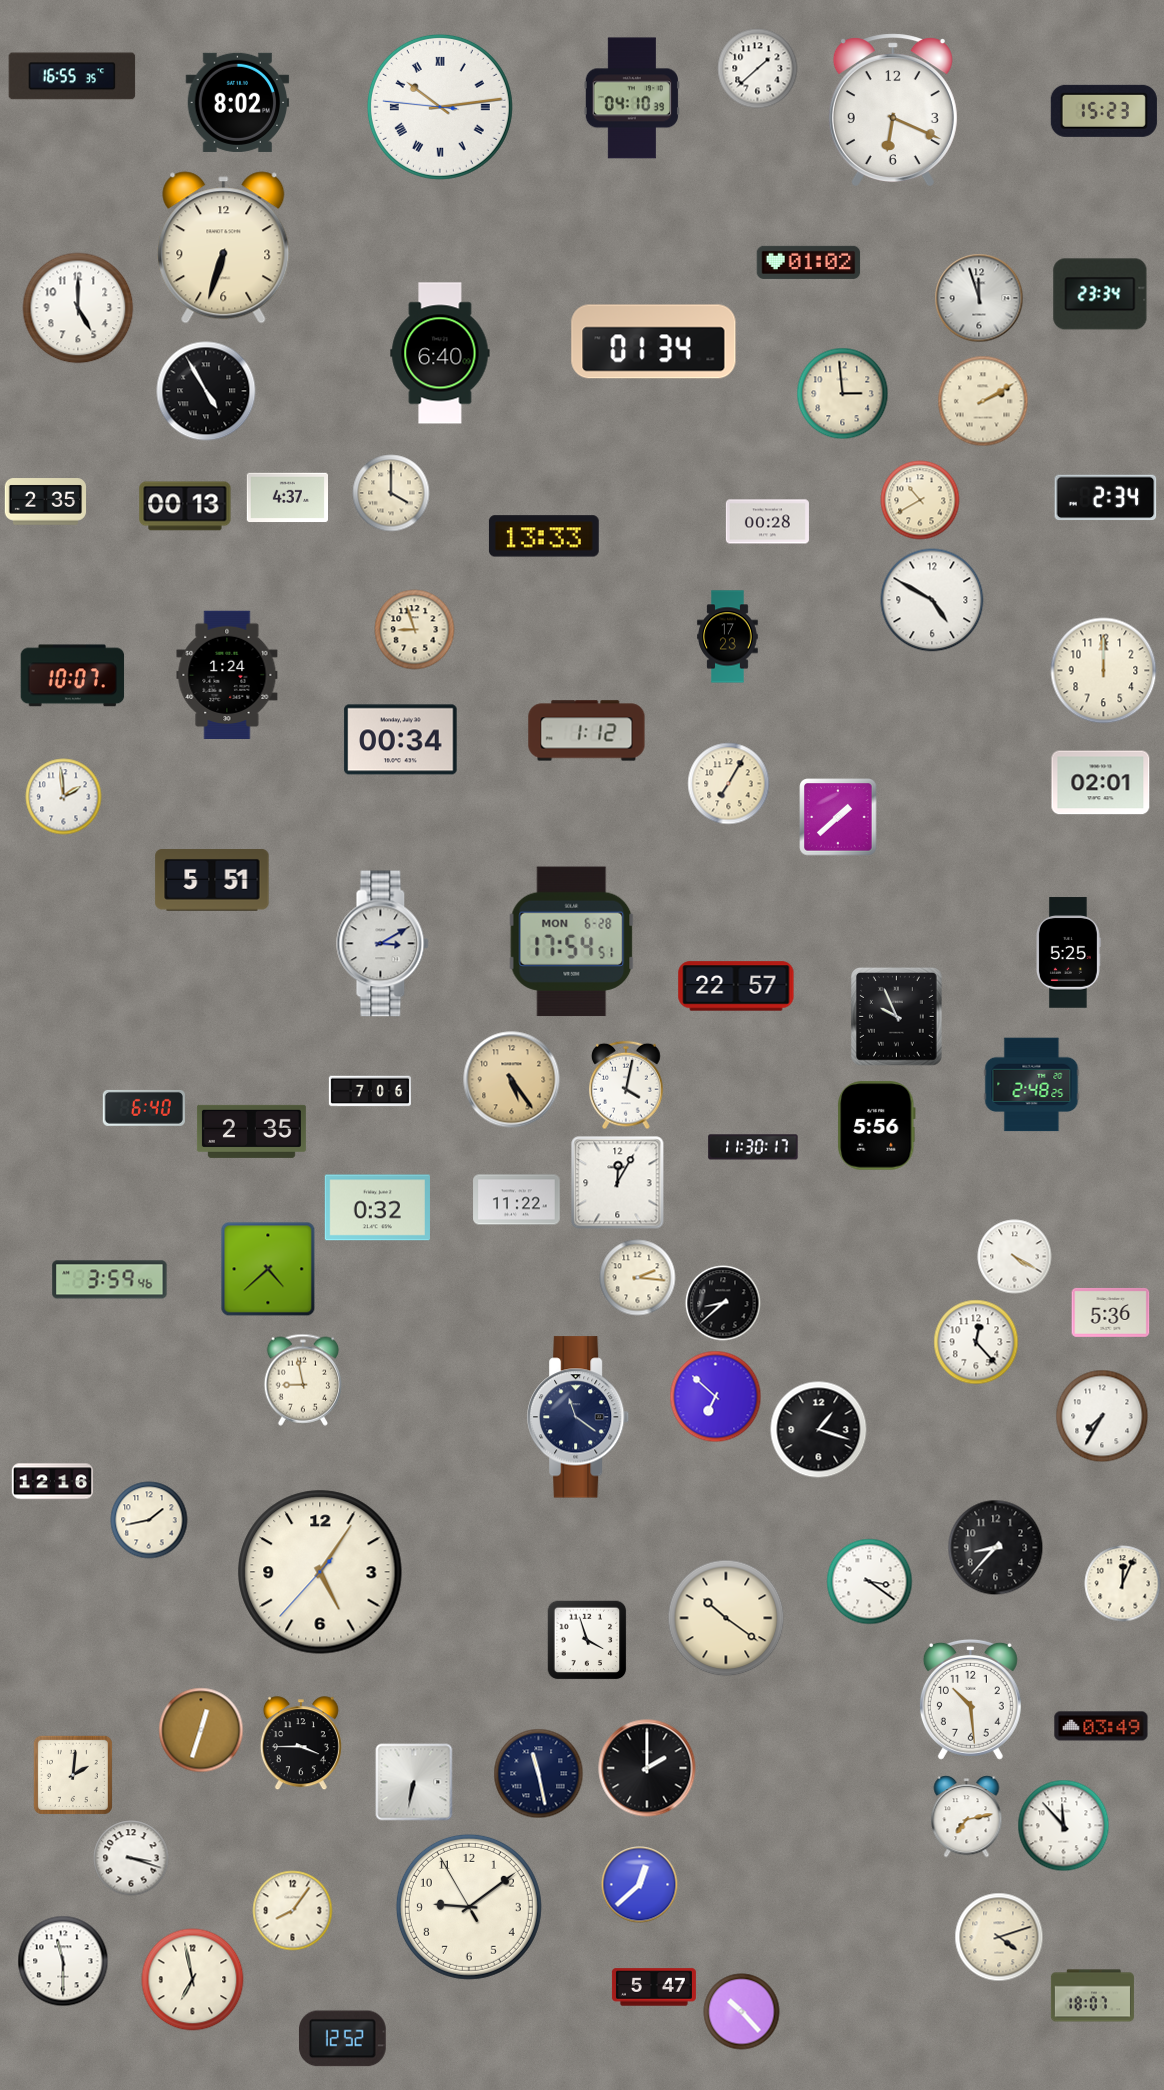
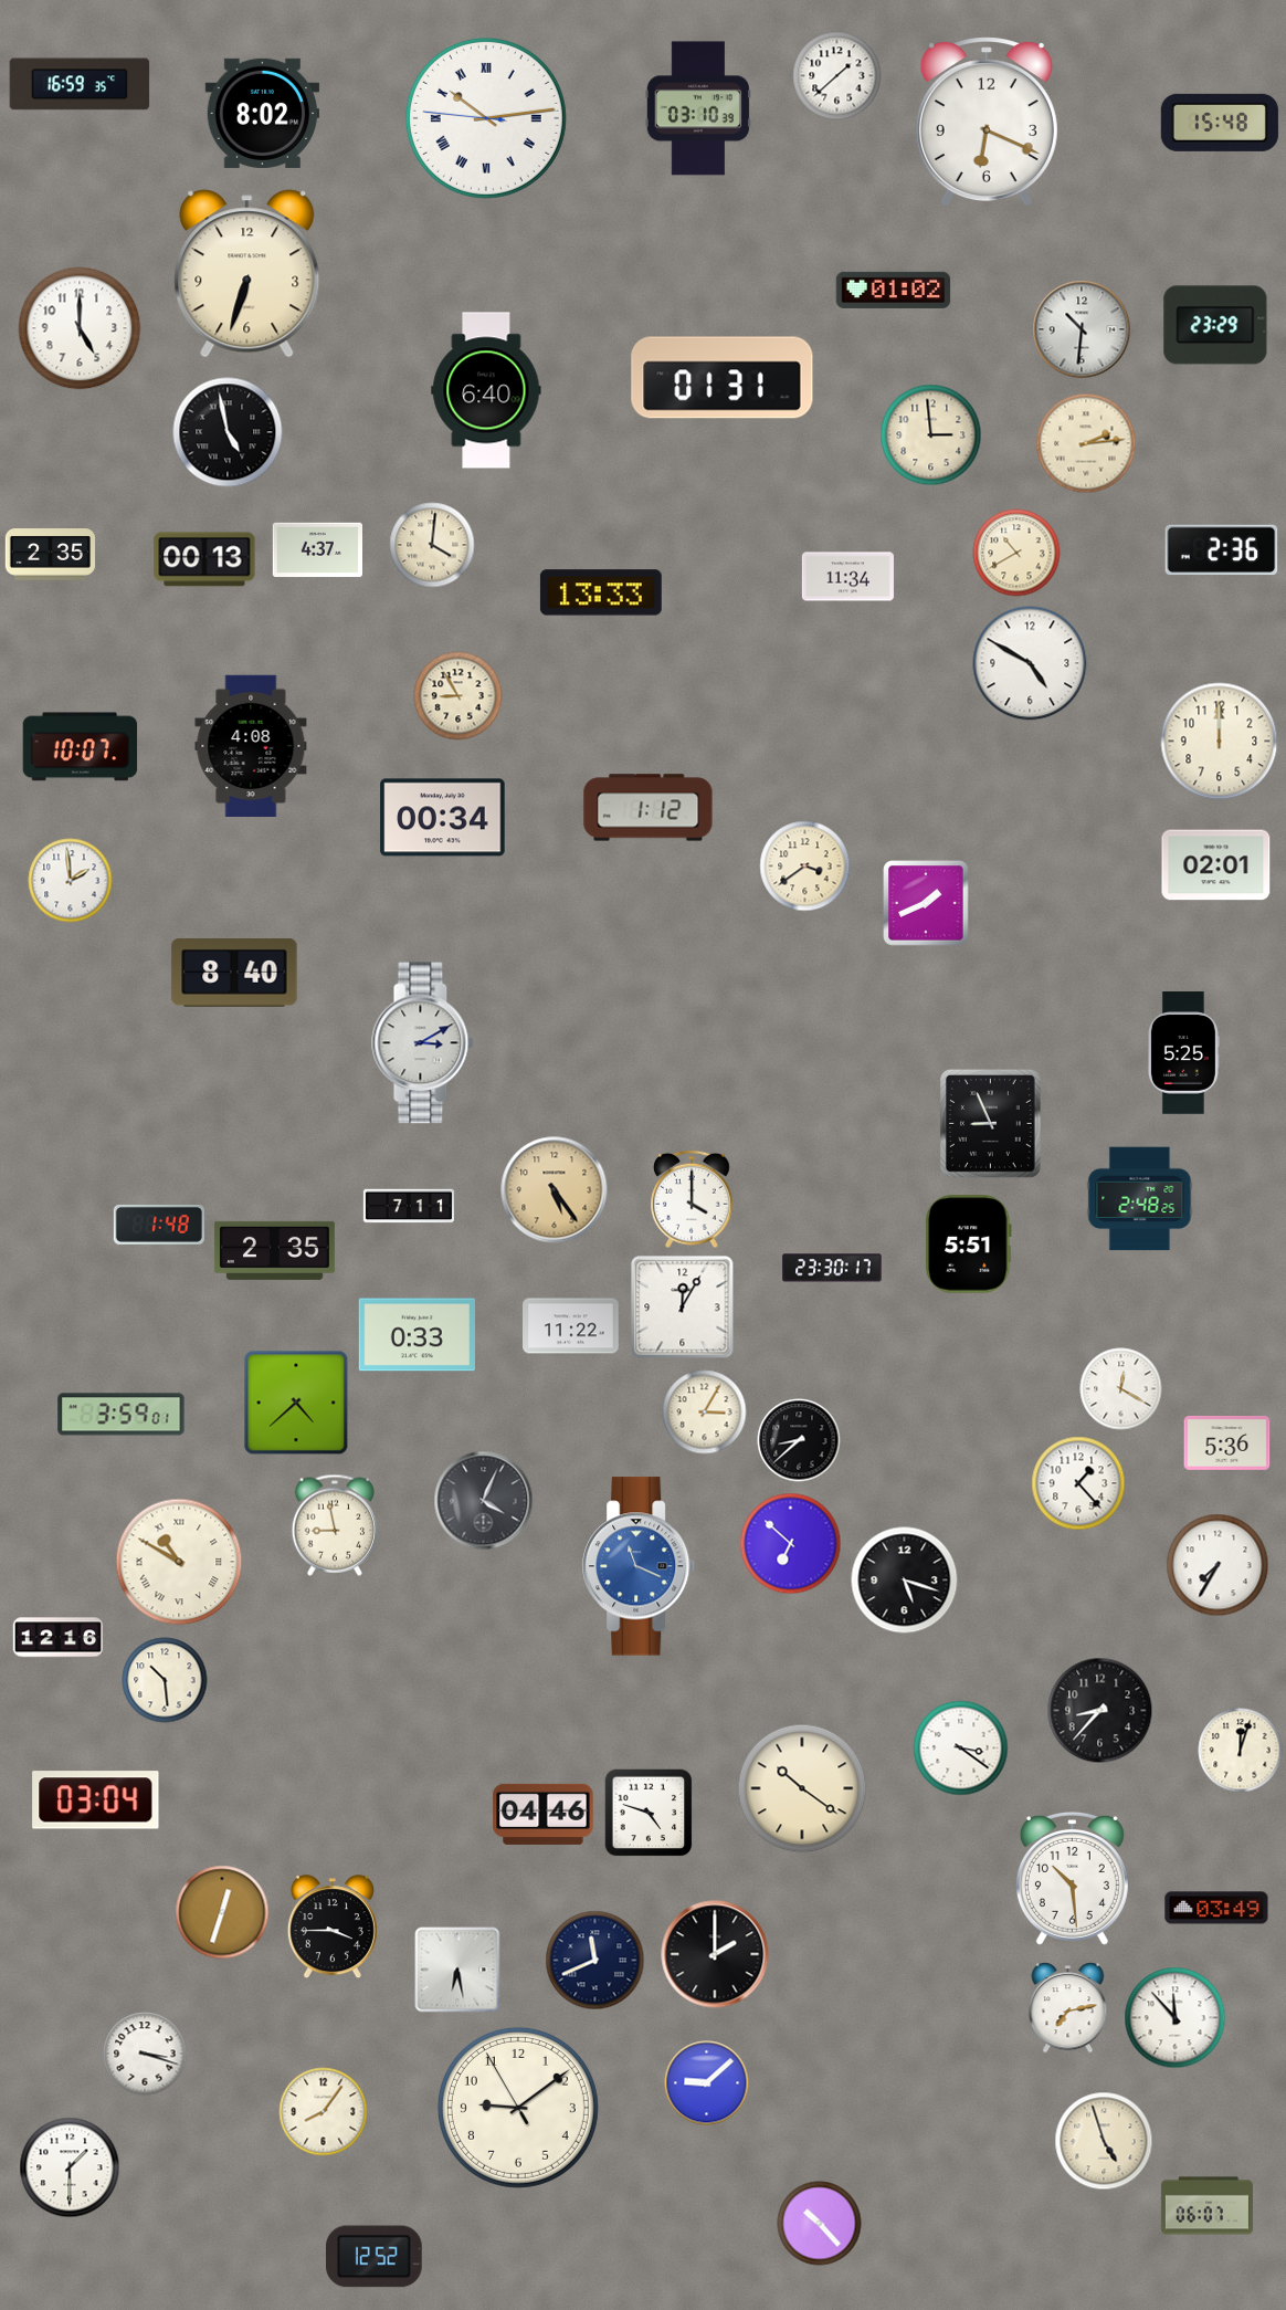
clock at (72, 76): 16:55 -> 16:59
clock at (632, 98): 04:10 -> 03:10
clock at (1104, 111): 15:23 -> 15:48
clock at (1100, 294): 23:34 -> 23:29
clock at (979, 298): 11:57 -> 10:31
clock at (78, 308) position: (78, 308) -> (80, 328)
clock at (654, 342): 01:34 -> 01:31
clock at (206, 391): 4:55 -> 4:58
clock at (983, 401): 2:10 -> 2:14
clock at (391, 493): 4:00 -> 4:01
clock at (1106, 498): 2:34 -> 2:36
clock at (767, 522): 00:28 -> 11:34
clock at (415, 630): 8:57 -> 8:55
clock at (728, 637): 17:23 -> none
clock at (227, 674): 1:24 -> 4:08
clock at (729, 784): 7:05 -> 3:39
clock at (838, 817): 1:38 -> 1:41
clock at (212, 881): 5:51 -> 8:40
clock at (572, 942): 17:54 -> none
clock at (1069, 953) position: (1069, 953) -> (1184, 1053)
clock at (736, 986): 22:57 -> none
clock at (896, 1017): 9:56 -> 8:56
clock at (512, 1080) position: (512, 1080) -> (555, 1190)
clock at (627, 1085): 4:02 -> 4:00
clock at (370, 1091): 7:06 -> 7:11
clock at (144, 1108): 6:40 -> 1:48
clock at (877, 1126): 5:56 -> 5:51
clock at (251, 1131) position: (251, 1131) -> (274, 1250)
clock at (753, 1147): 11:30 -> 23:30
clock at (377, 1208): 0:32 -> 0:33
clock at (1015, 1257): 4:20 -> 12:20
clock at (638, 1278): 2:16 -> 3:05
clock at (110, 1280): 3:59:46 -> 3:59:01
clock at (1111, 1313) position: (1111, 1313) -> (1227, 1443)
clock at (976, 1342): 12:23 -> 1:23
clock at (484, 1501): none -> 4:04
clock at (179, 1562): none -> 10:50
clock at (579, 1417): 11:21 -> 11:19
clock at (579, 1417) dial: navy -> blue
clock at (819, 1430): 1:18 -> 5:18
clock at (149, 1520): 1:43 -> 10:29
clock at (320, 1572): 5:05 -> none
clock at (1123, 1584): 12:04 -> 12:03
clock at (96, 1800): none -> 03:04
clock at (587, 1640): 3:57 -> 4:48
clock at (544, 1814): none -> 04:46
clock at (539, 1774): 11:28 -> 11:41
clock at (73, 1775): 2:01 -> none
clock at (414, 1782): 6:32 -> 6:28
clock at (640, 1885): 12:38 -> 9:08
clock at (999, 1937): 4:12 -> 4:57
clock at (63, 1961): 11:30 -> 1:30
clock at (193, 1980): 6:58 -> none
clock at (654, 1987): 5:47 -> none
clock at (1092, 1996): 18:07 -> 06:07
clock at (343, 2039) position: (343, 2039) -> (375, 2257)
